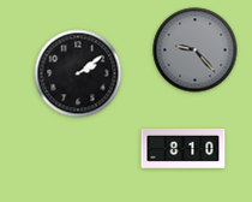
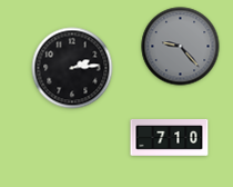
clock at (78, 73): 2:09 -> 2:14
clock at (184, 148): 8:10 -> 7:10
